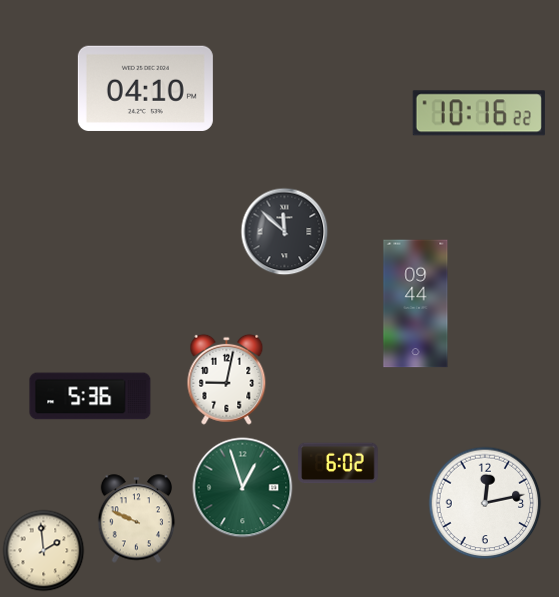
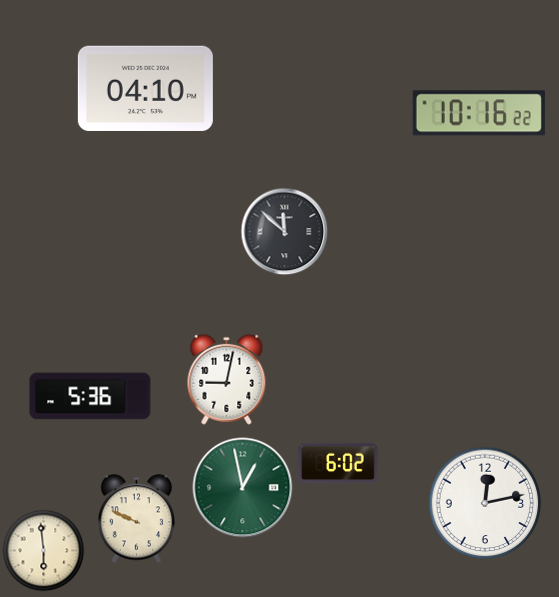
clock at (416, 304): 09:44 -> none
clock at (243, 488): 12:57 -> 12:58
clock at (44, 551): 1:59 -> 5:59
